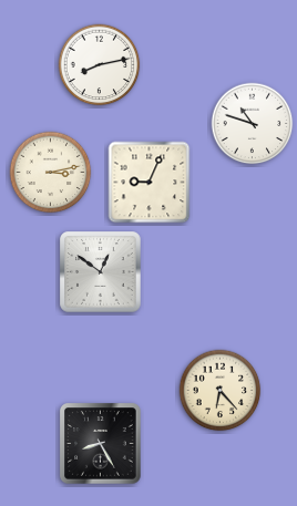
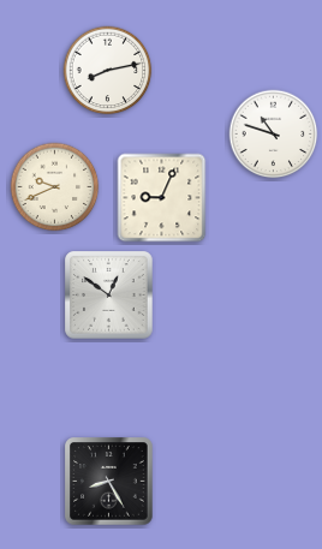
clock at (51, 173): 3:13 -> 9:41
clock at (221, 391): 6:23 -> none
